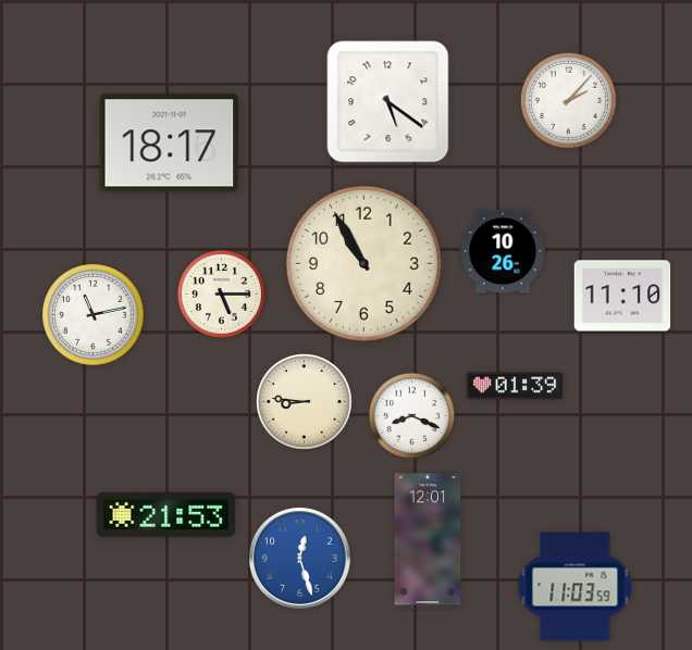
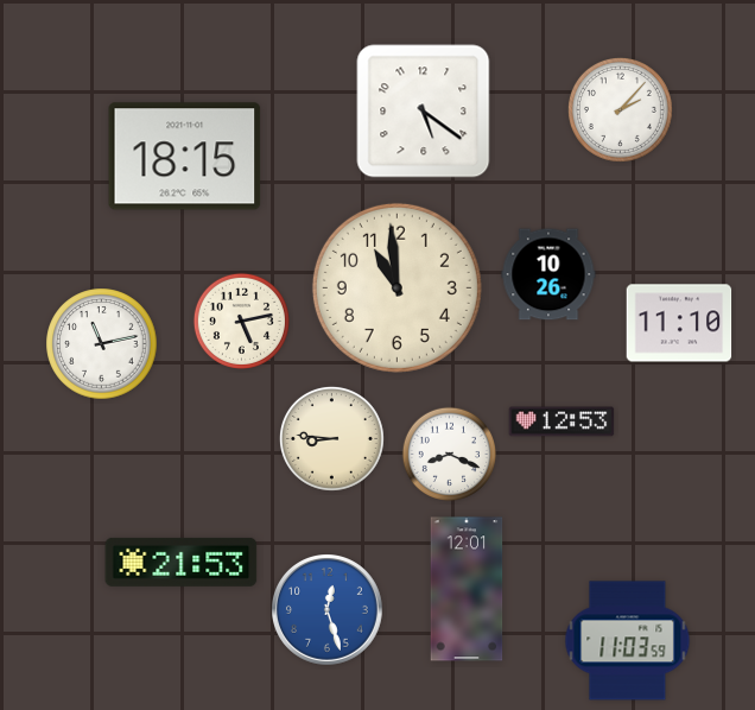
clock at (170, 143): 18:17 -> 18:15
clock at (363, 263): 10:55 -> 10:59
clock at (221, 293): 5:15 -> 5:13
clock at (515, 386): 01:39 -> 12:53
